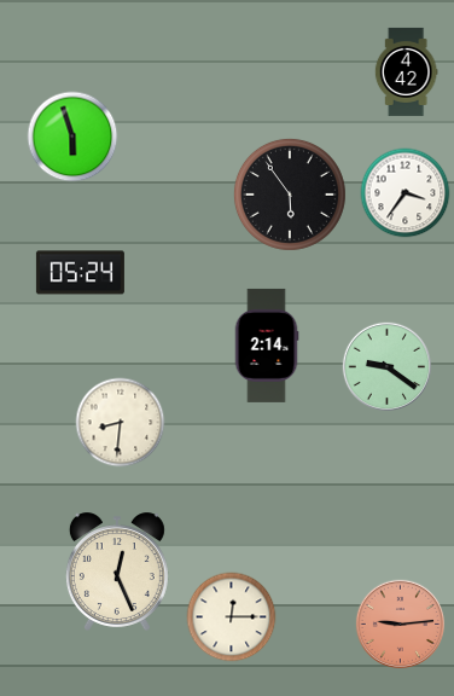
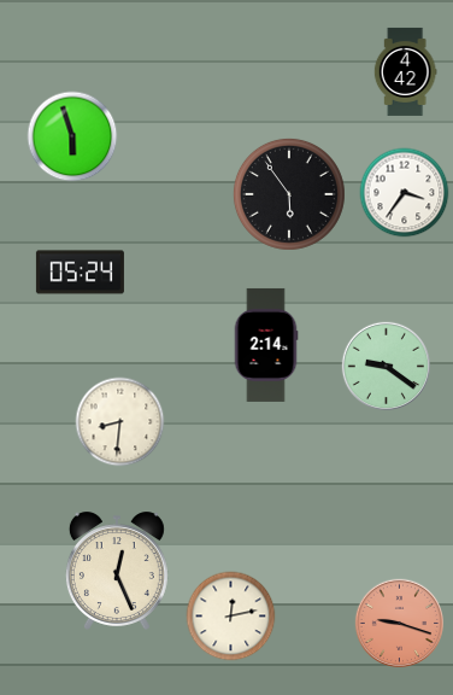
clock at (232, 617): 12:15 -> 12:13
clock at (400, 623): 9:14 -> 9:18
